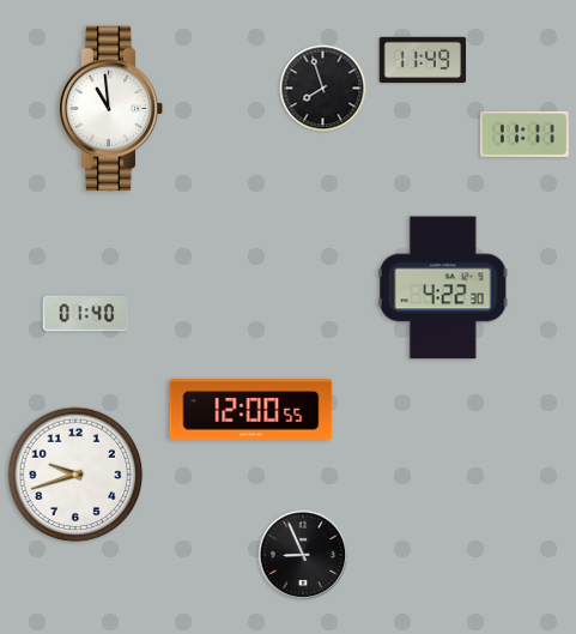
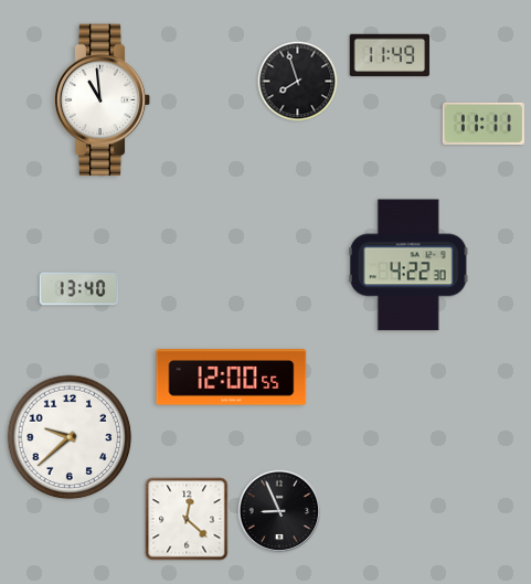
clock at (86, 314): 01:40 -> 13:40
clock at (75, 475): 9:42 -> 9:38
clock at (187, 519): none -> 12:22
